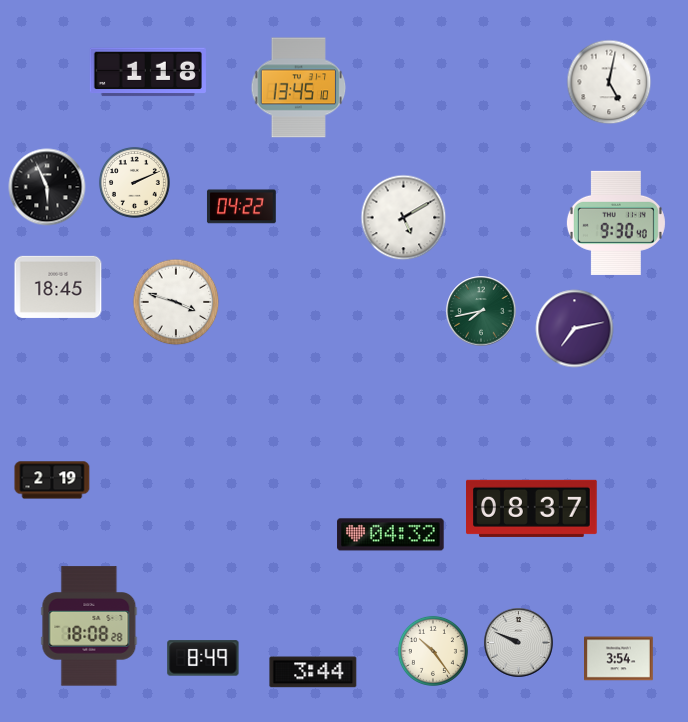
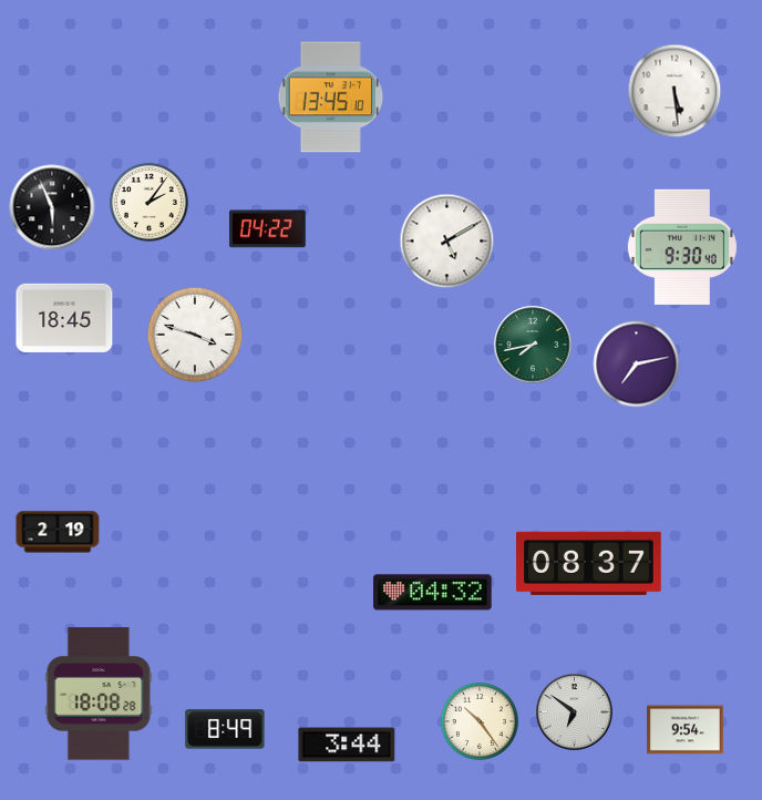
clock at (148, 72): 1:18 -> none
clock at (609, 82): 5:02 -> 5:29
clock at (134, 182): 2:11 -> 2:06
clock at (519, 643): 9:49 -> 6:51
clock at (619, 659): 3:54 -> 9:54
